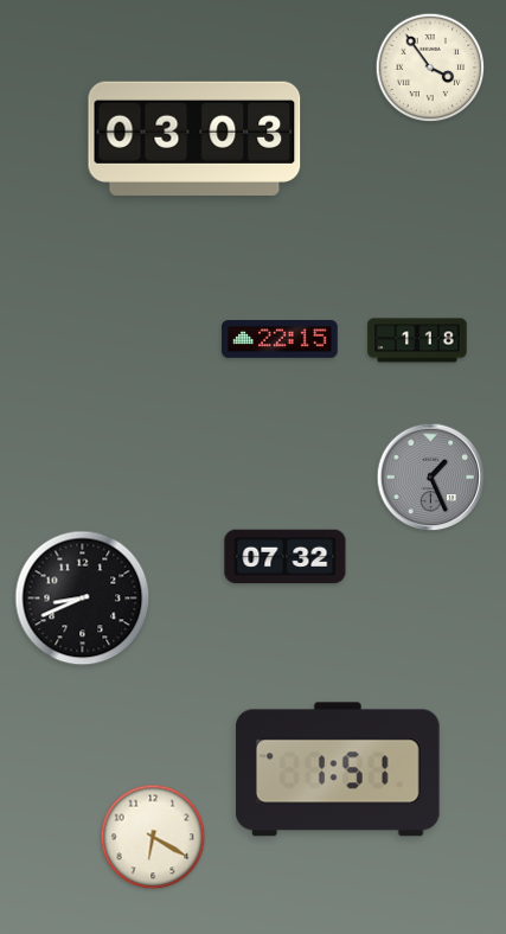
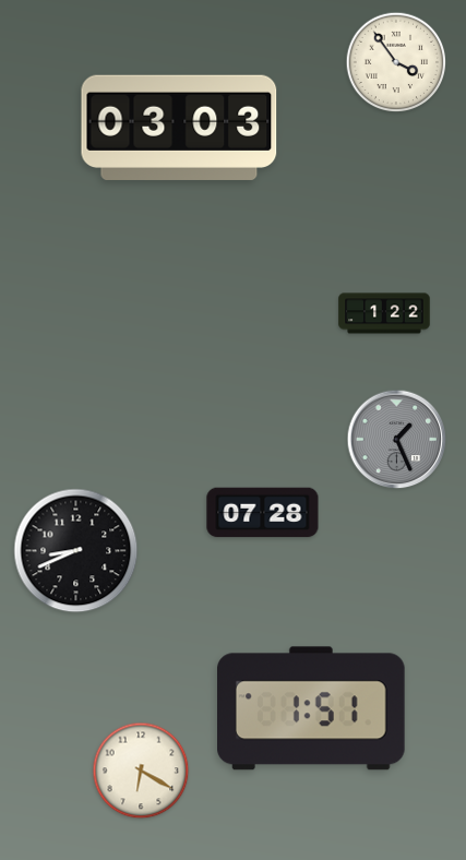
clock at (280, 340): 22:15 -> none
clock at (417, 340): 1:18 -> 1:22
clock at (286, 557): 07:32 -> 07:28
